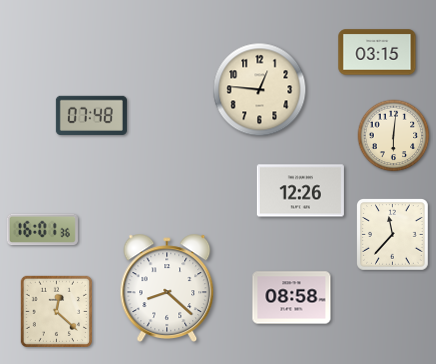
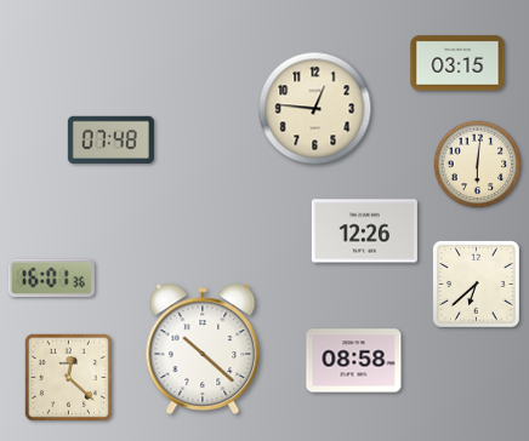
clock at (393, 235): 11:37 -> 6:38
clock at (167, 288): 8:22 -> 10:22
